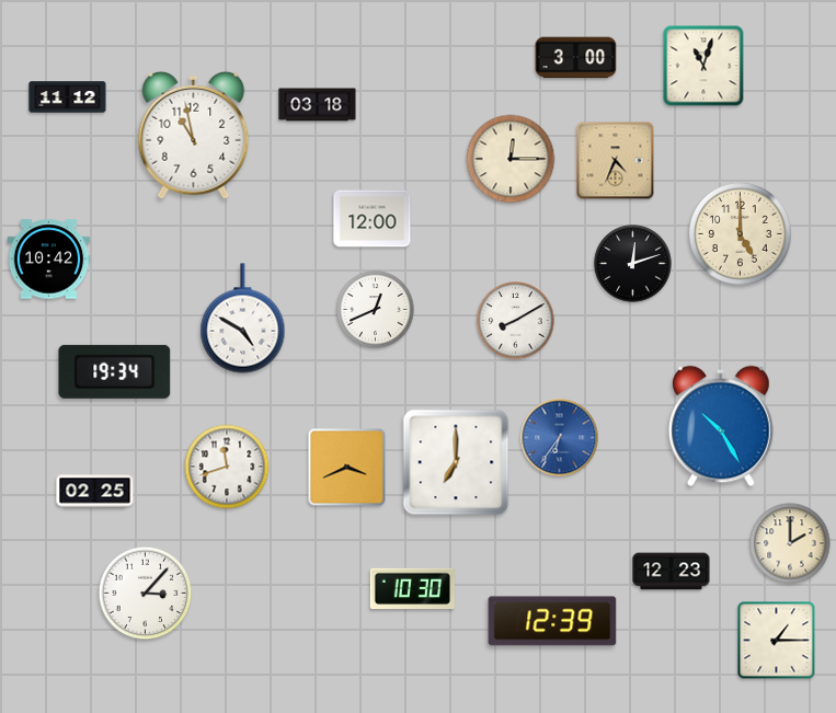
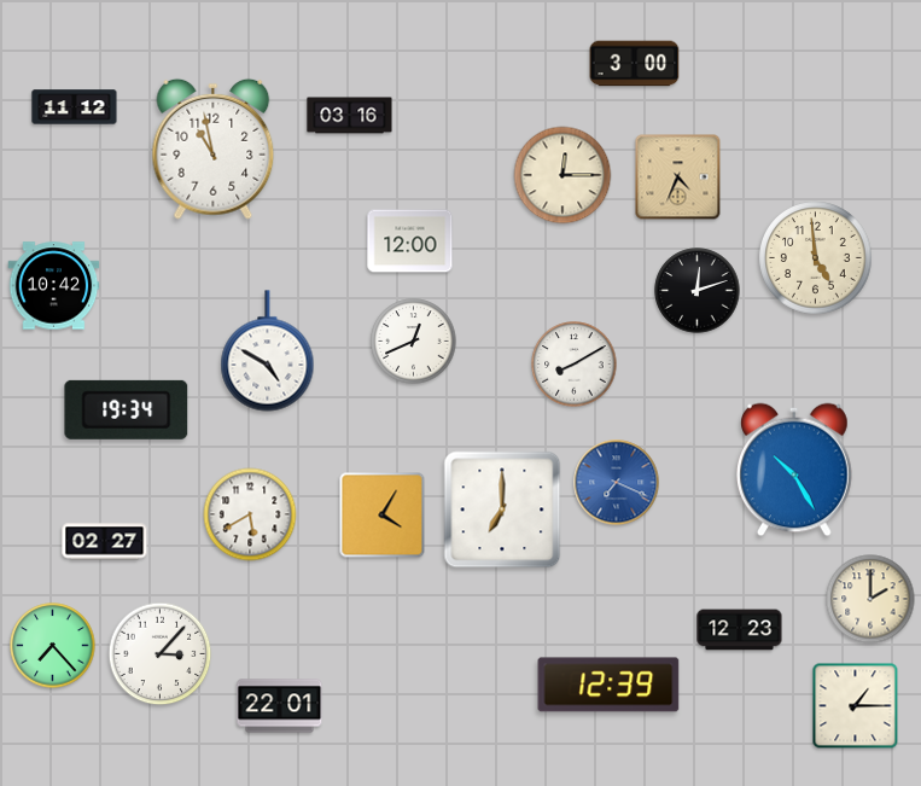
clock at (703, 66): 11:03 -> none
clock at (318, 105): 03:18 -> 03:16
clock at (741, 234): 5:00 -> 4:59
clock at (516, 321) position: (516, 321) -> (575, 365)
clock at (560, 438): 6:36 -> 7:19
clock at (227, 467): 11:42 -> 5:40
clock at (347, 468): 3:41 -> 4:05
clock at (95, 492): 02:25 -> 02:27
clock at (53, 646): none -> 7:23
clock at (412, 588): 10:30 -> none
clock at (280, 706): none -> 22:01
